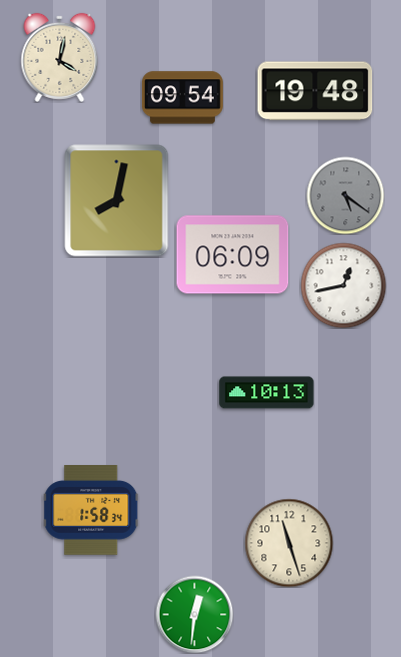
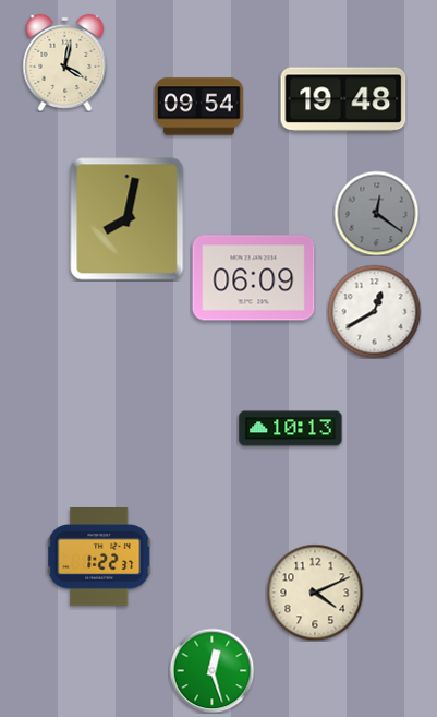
clock at (345, 195): 5:21 -> 12:21
clock at (343, 285): 12:43 -> 12:40
clock at (91, 511): 1:58 -> 1:22
clock at (289, 543): 11:27 -> 4:11
clock at (194, 614): 12:31 -> 12:27
